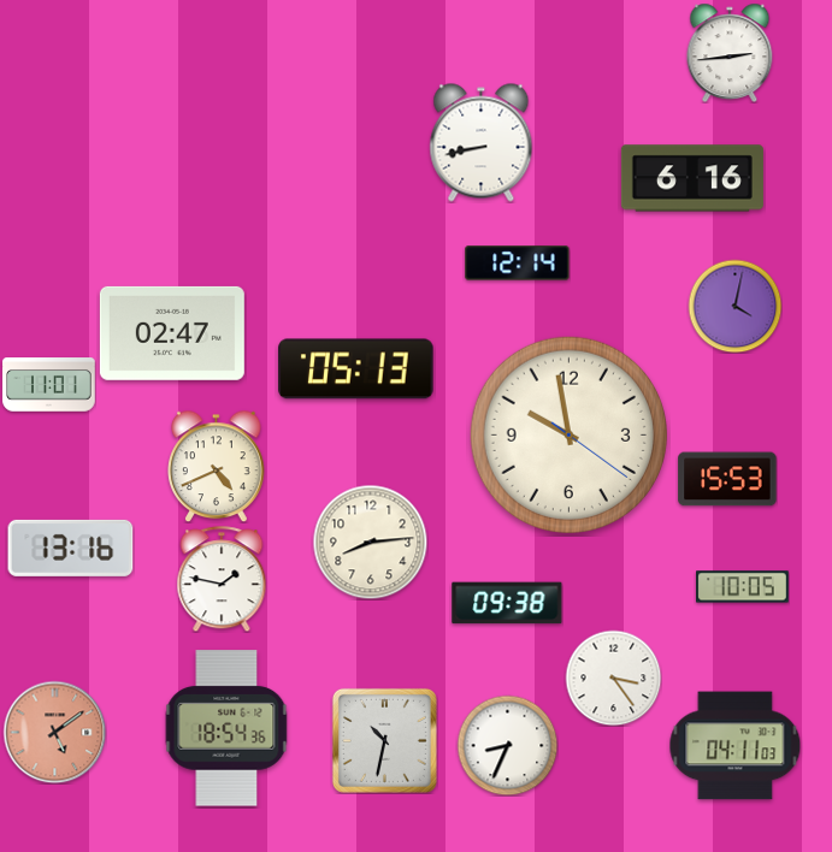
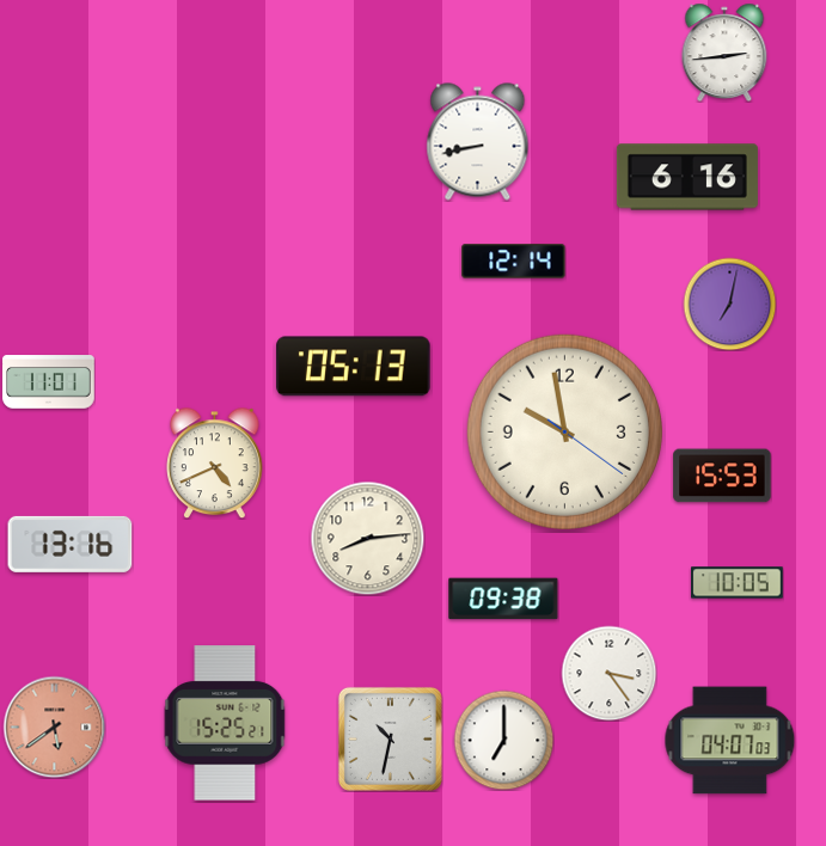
clock at (734, 306): 4:02 -> 7:02
clock at (172, 333): 02:47 -> none
clock at (222, 579): 1:47 -> none
clock at (226, 728): 18:54 -> 15:25
clock at (54, 732): 5:09 -> 5:39
clock at (384, 740) position: (384, 740) -> (390, 738)
clock at (507, 745): 8:34 -> 7:00
clock at (736, 746): 04:11 -> 04:07
